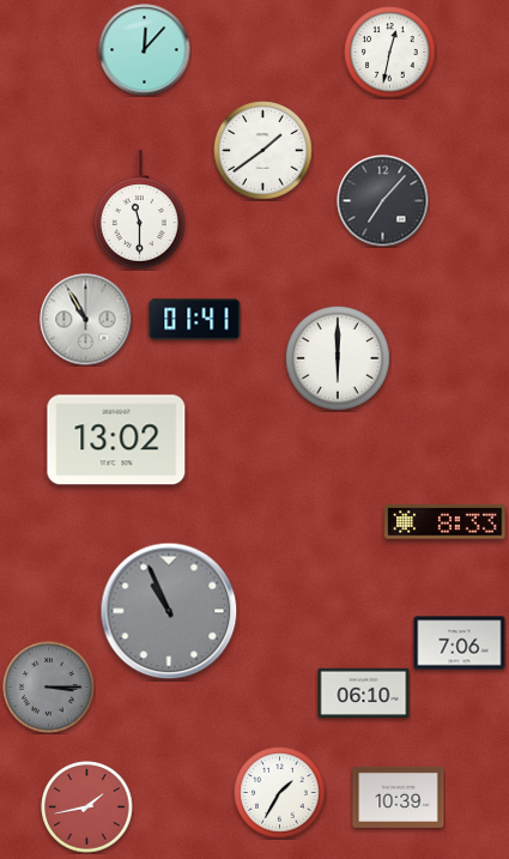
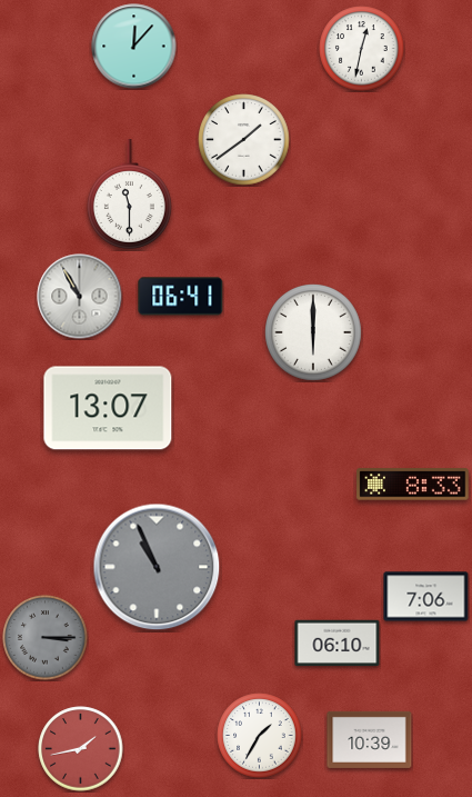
clock at (383, 201): 7:07 -> none
clock at (195, 320): 01:41 -> 06:41
clock at (116, 440): 13:02 -> 13:07
